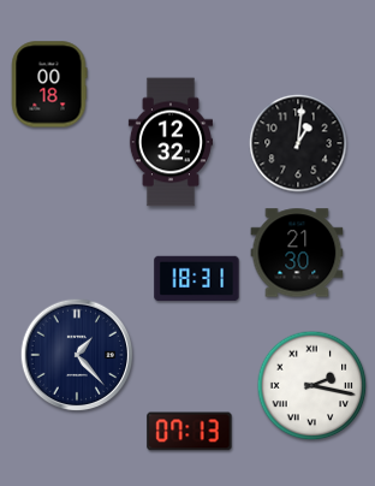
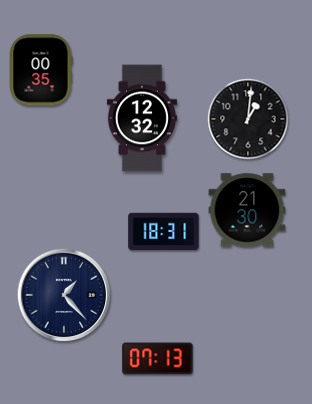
clock at (49, 84): 00:18 -> 00:35
clock at (312, 386): 2:17 -> none
